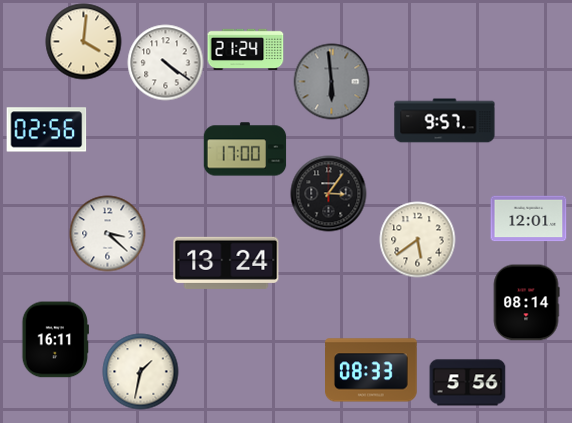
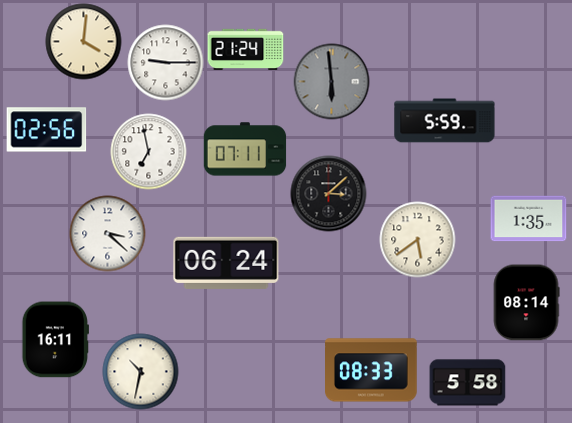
clock at (166, 63): 4:21 -> 9:15
clock at (445, 121): 9:57 -> 5:59
clock at (245, 149): 17:00 -> 07:11
clock at (149, 152): none -> 6:58
clock at (329, 194): 3:06 -> 3:08
clock at (529, 219): 12:01 -> 1:35
clock at (226, 263): 13:24 -> 06:24
clock at (141, 372): 1:32 -> 10:32
clock at (468, 383): 5:56 -> 5:58
